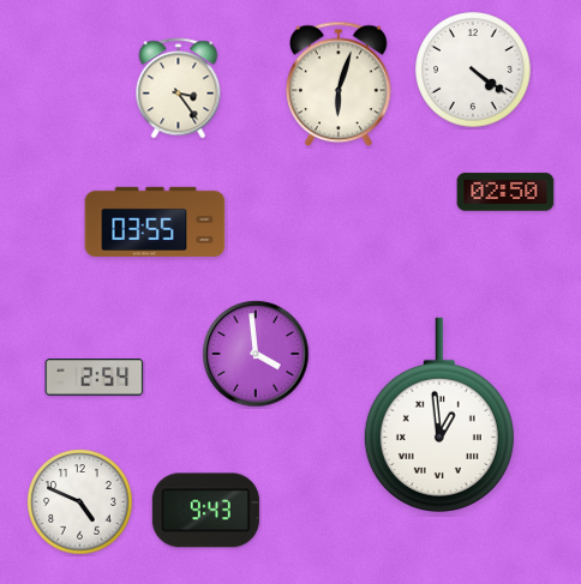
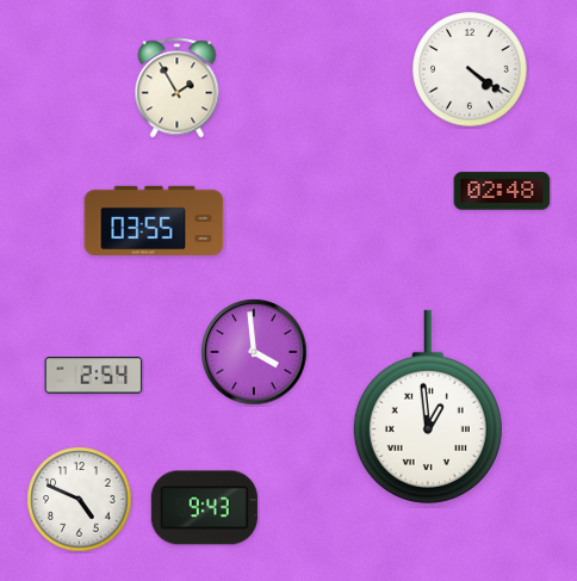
clock at (339, 84): 6:03 -> none
clock at (179, 89): 3:24 -> 1:55
clock at (505, 192): 02:50 -> 02:48
clock at (439, 415) position: (439, 415) -> (428, 407)
